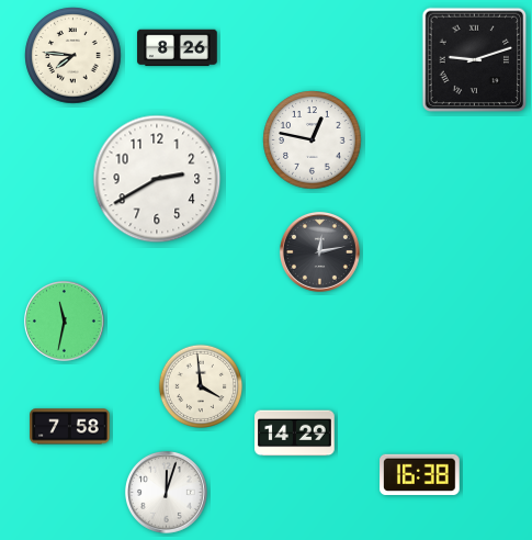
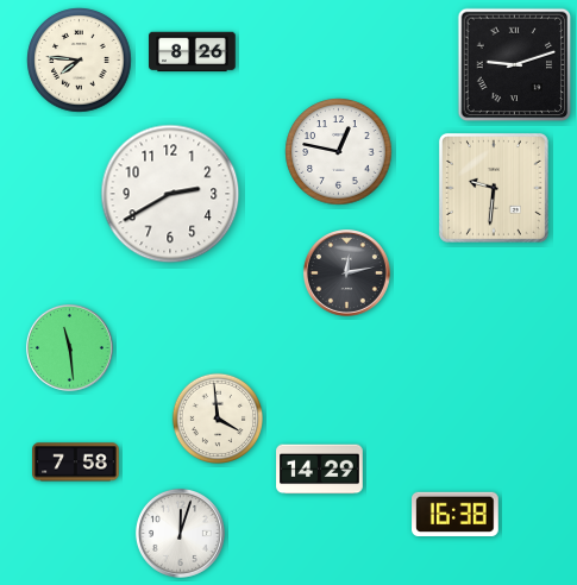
clock at (494, 188): none -> 9:31
clock at (64, 320): 11:32 -> 11:29
